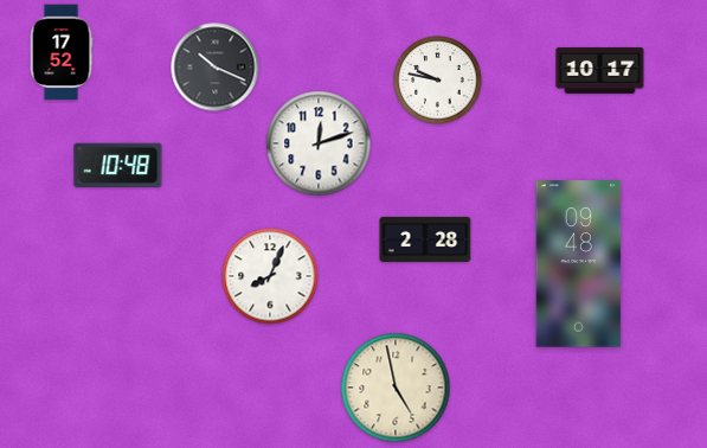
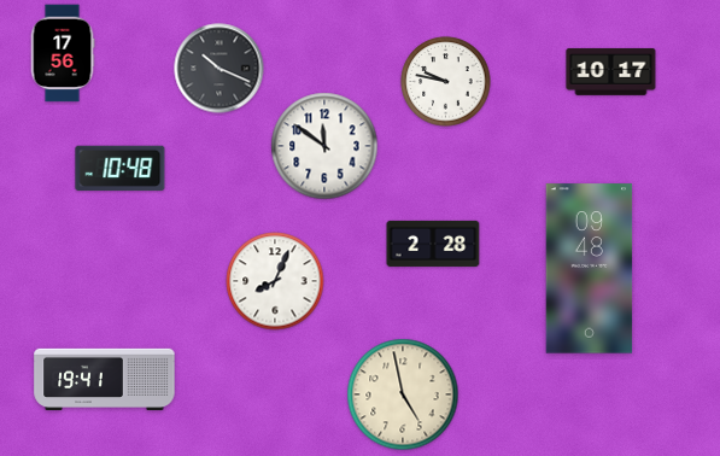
clock at (62, 52): 17:52 -> 17:56
clock at (319, 143): 12:12 -> 11:51
clock at (105, 379): none -> 19:41
